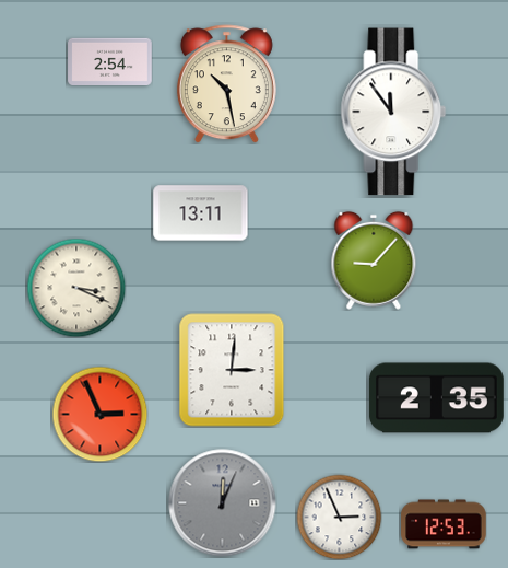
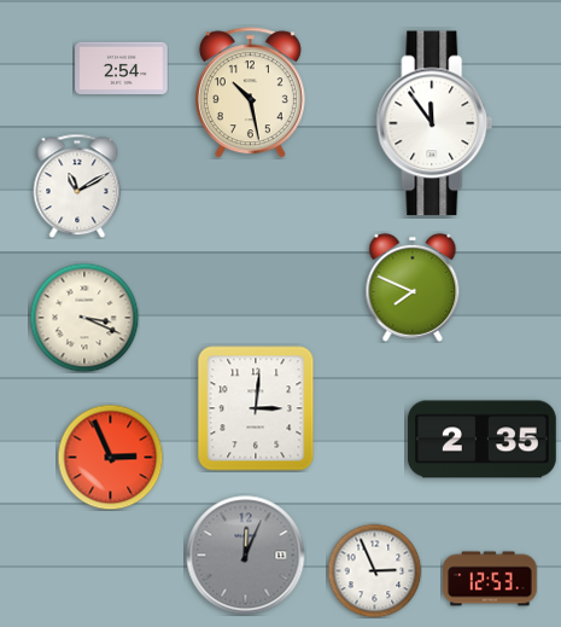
clock at (77, 186): none -> 11:10
clock at (201, 213): 13:11 -> none
clock at (374, 260): 9:07 -> 7:49
